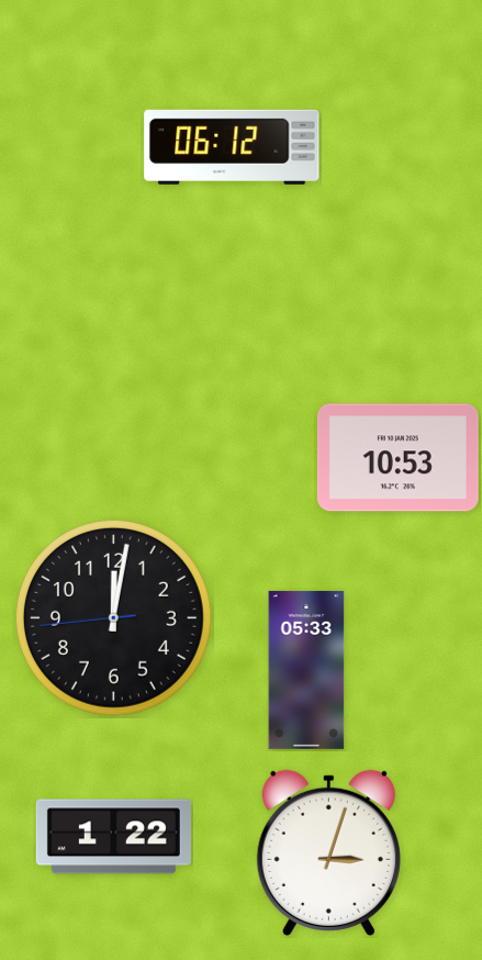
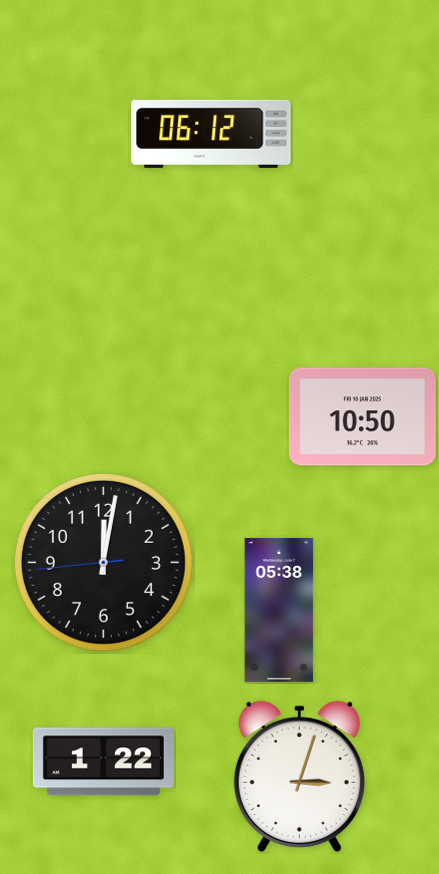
clock at (397, 458): 10:53 -> 10:50
clock at (306, 670): 05:33 -> 05:38
